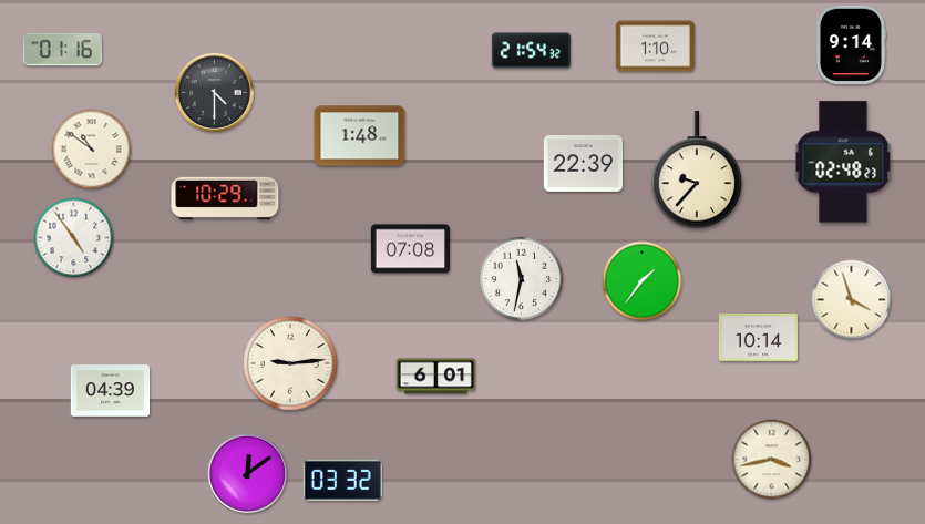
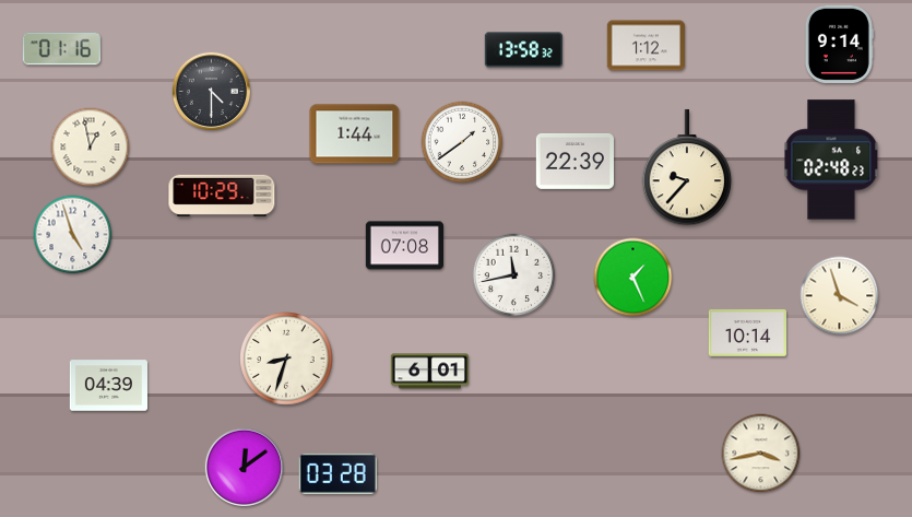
clock at (655, 47): 1:10 -> 1:12
clock at (531, 51): 21:54 -> 13:58
clock at (360, 136): 1:48 -> 1:44
clock at (462, 142): none -> 1:39
clock at (92, 150): 10:51 -> 12:58
clock at (74, 238): 4:54 -> 4:57
clock at (522, 279): 11:32 -> 11:43
clock at (643, 281): 1:36 -> 1:26
clock at (290, 363): 9:14 -> 8:33
clock at (342, 480): 03:32 -> 03:28
